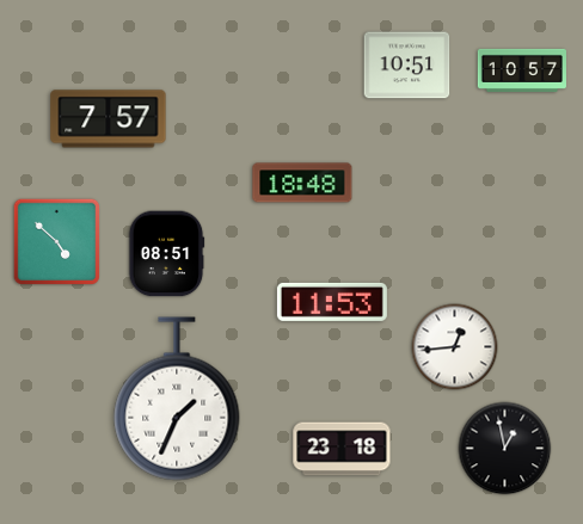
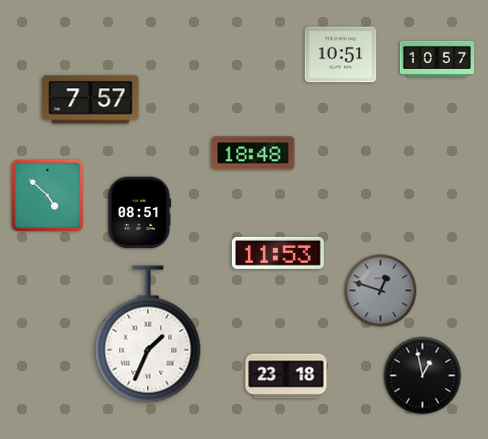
clock at (56, 241) position: (56, 241) -> (47, 195)
clock at (455, 347): 12:44 -> 12:48
clock at (455, 347) dial: white -> grey
